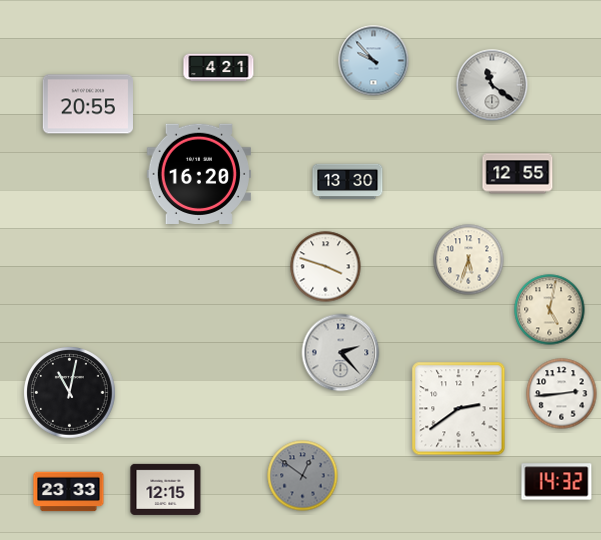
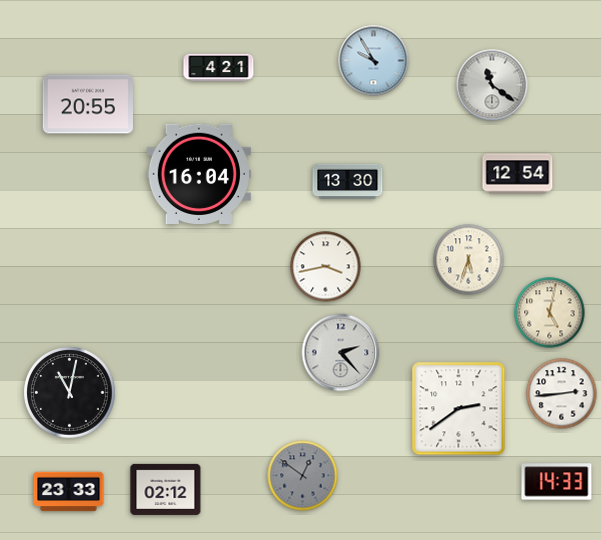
clock at (374, 61): 9:53 -> 9:55
clock at (199, 173): 16:20 -> 16:04
clock at (518, 174): 12:55 -> 12:54
clock at (326, 267): 3:48 -> 3:43
clock at (550, 310) position: (550, 310) -> (550, 313)
clock at (557, 482): 14:32 -> 14:33
clock at (166, 489): 12:15 -> 02:12
